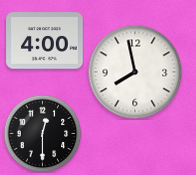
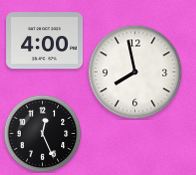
clock at (42, 133): 12:30 -> 12:26
